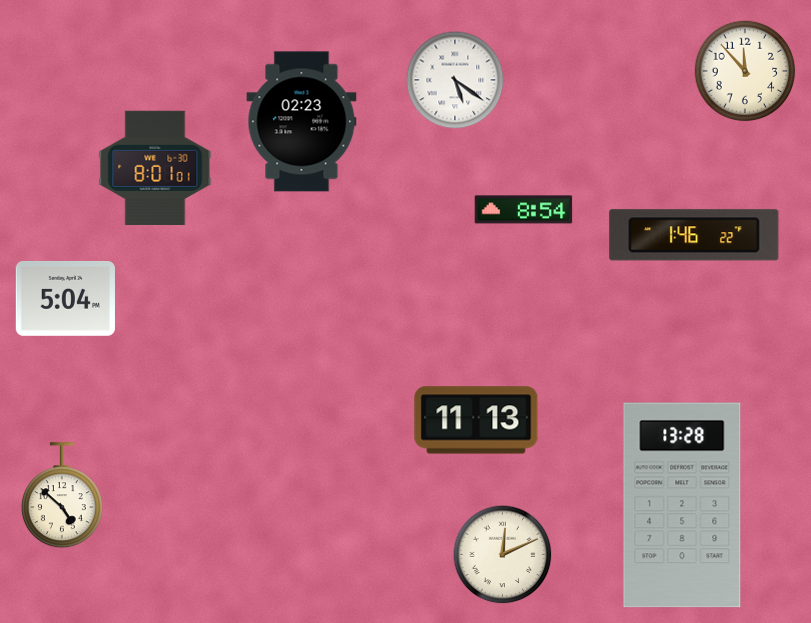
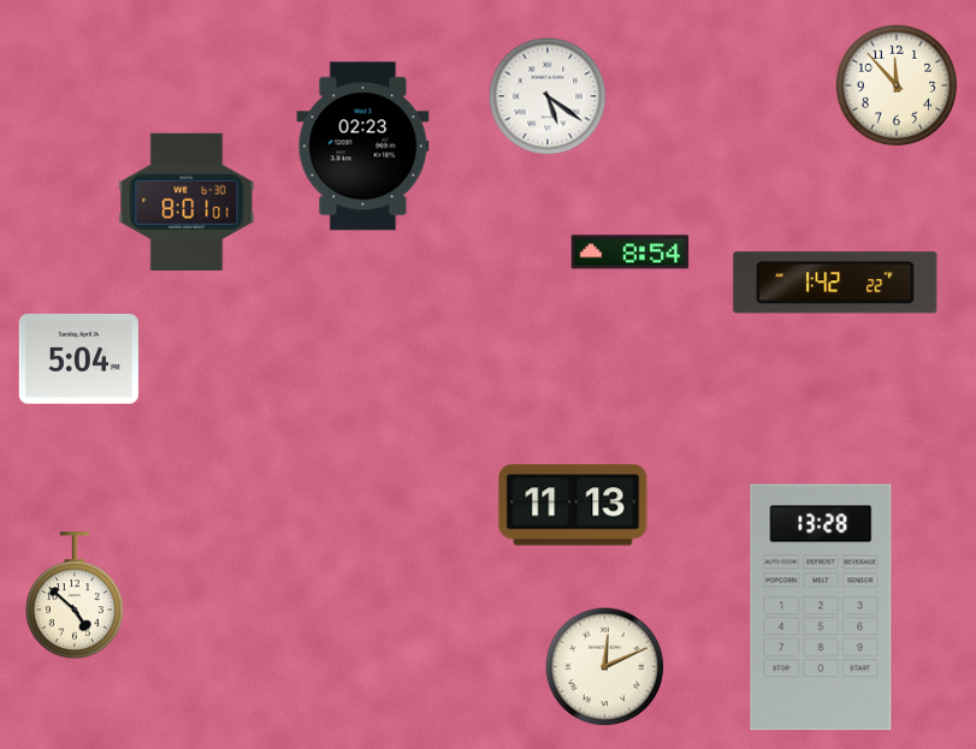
clock at (694, 235): 1:46 -> 1:42
